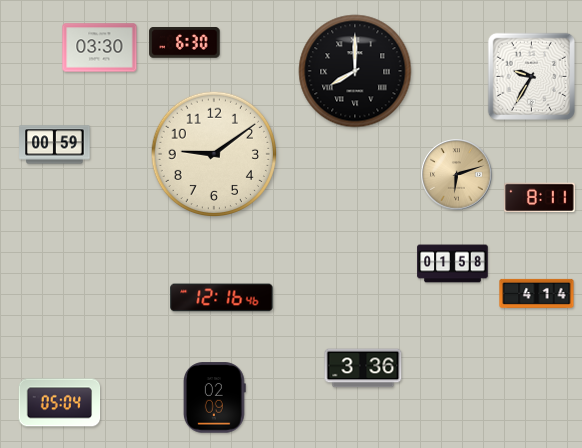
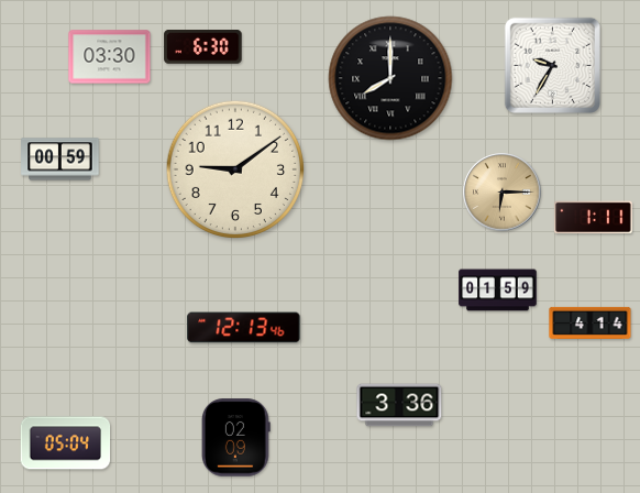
clock at (100, 48) position: (100, 48) -> (110, 57)
clock at (531, 76) position: (531, 76) -> (552, 65)
clock at (457, 175): 6:12 -> 6:15
clock at (540, 198): 8:11 -> 1:11
clock at (453, 264): 01:58 -> 01:59
clock at (222, 298): 12:16 -> 12:13
